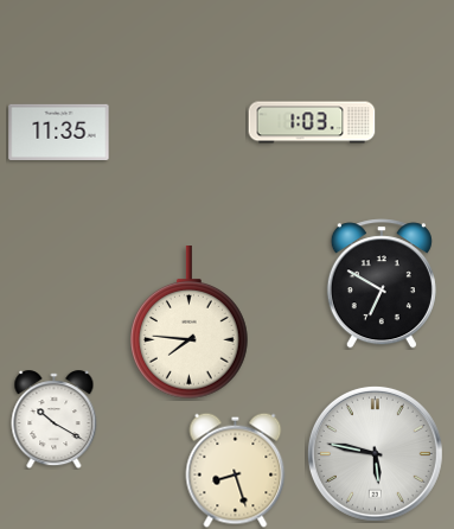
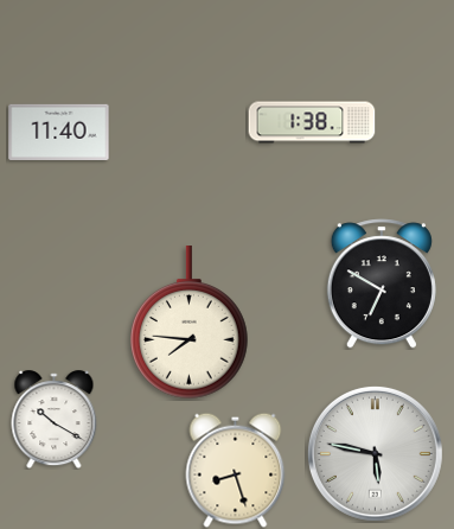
clock at (312, 122): 1:03 -> 1:38
clock at (59, 132): 11:35 -> 11:40
